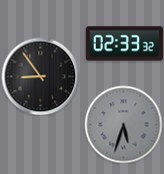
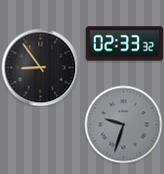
clock at (40, 76) position: (40, 76) -> (40, 67)
clock at (123, 124): 5:33 -> 9:33
